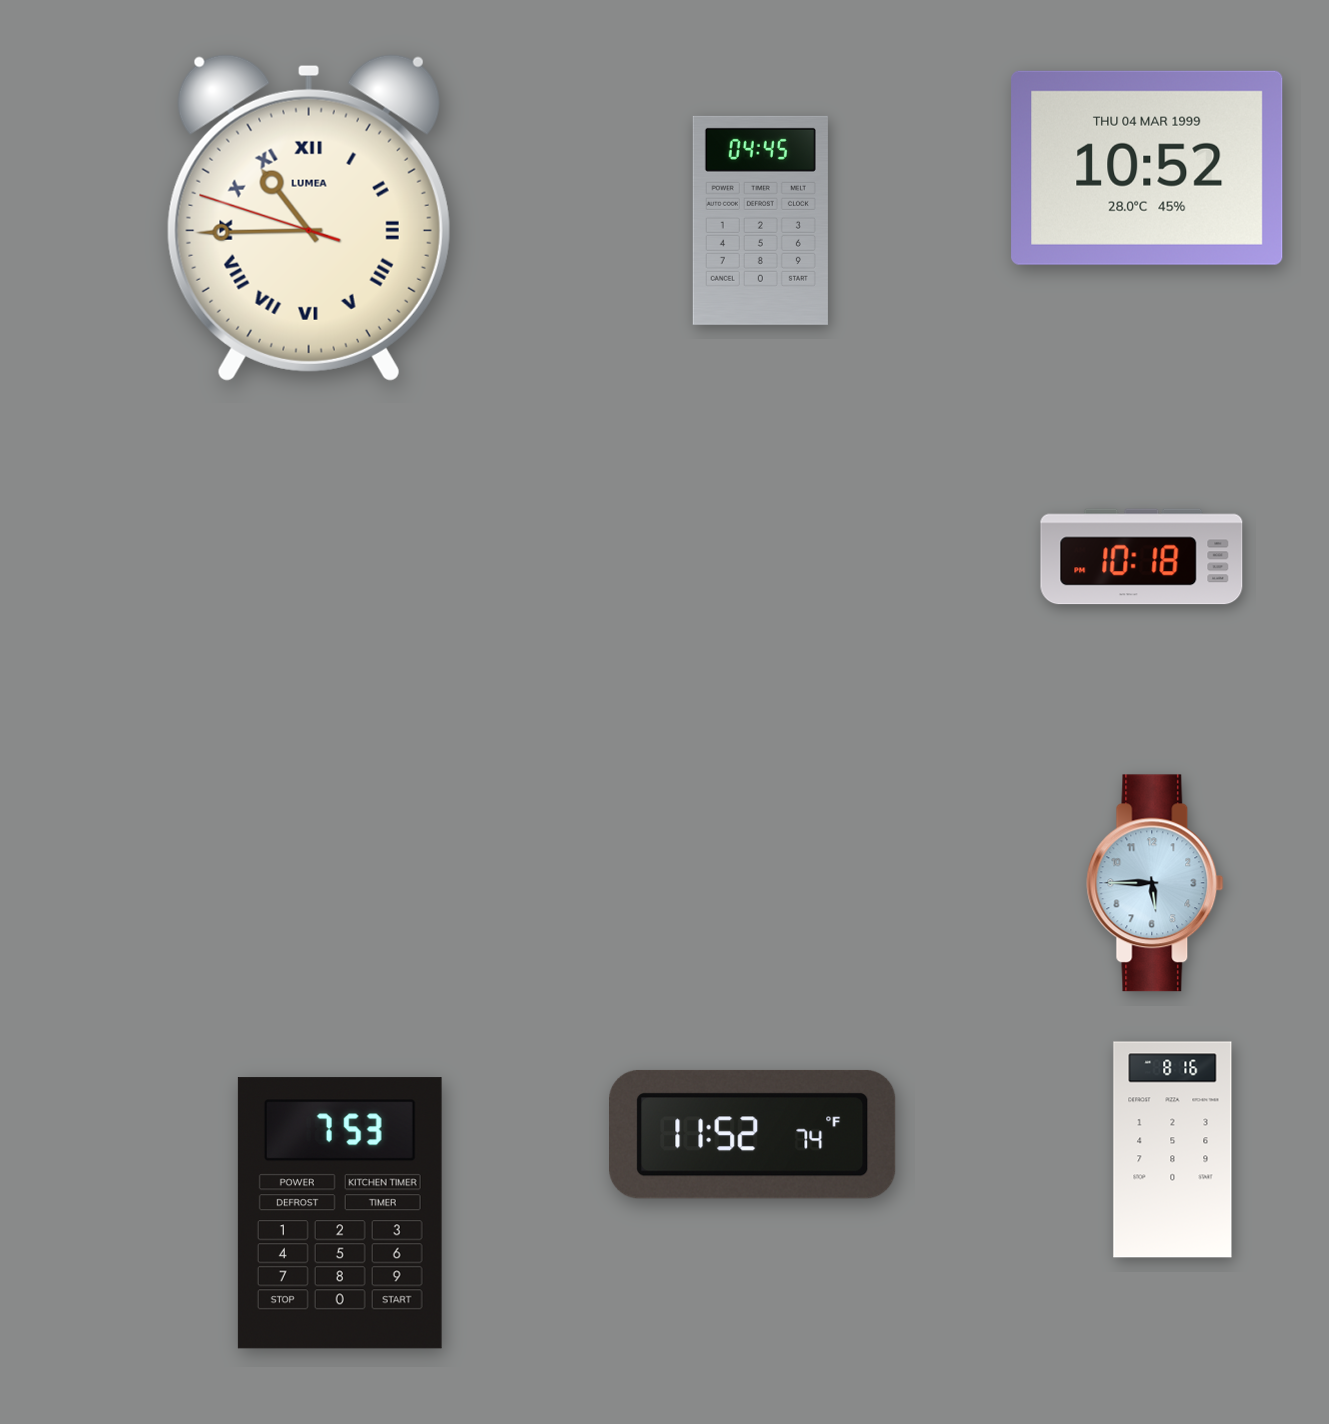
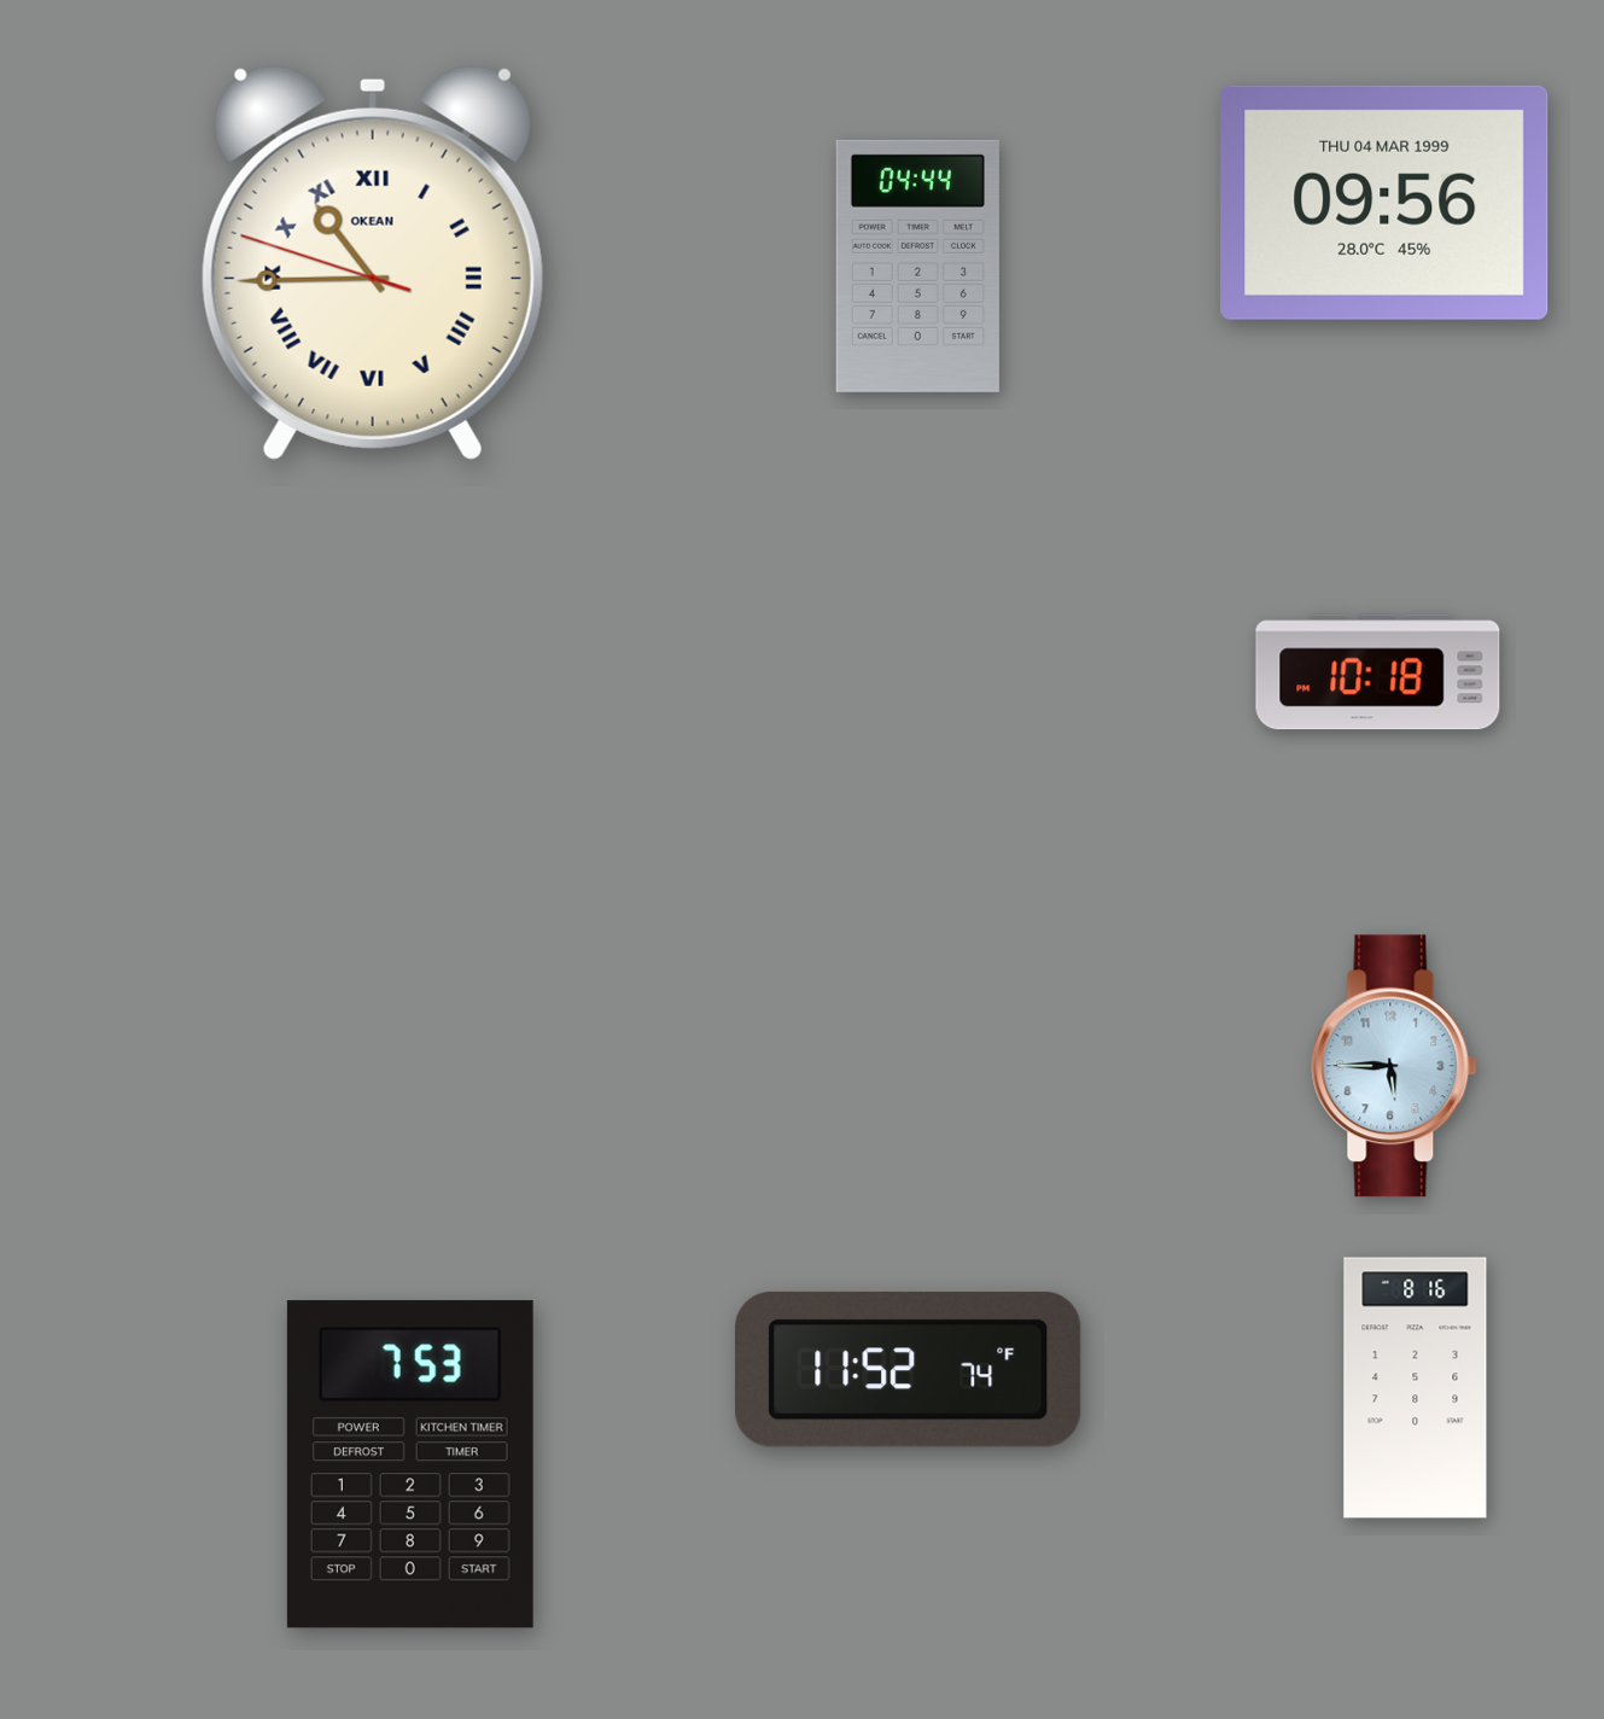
clock at (1147, 168): 10:52 -> 09:56
clock at (309, 218) brand: LUMEA -> OKEAN
clock at (760, 220): 04:45 -> 04:44
